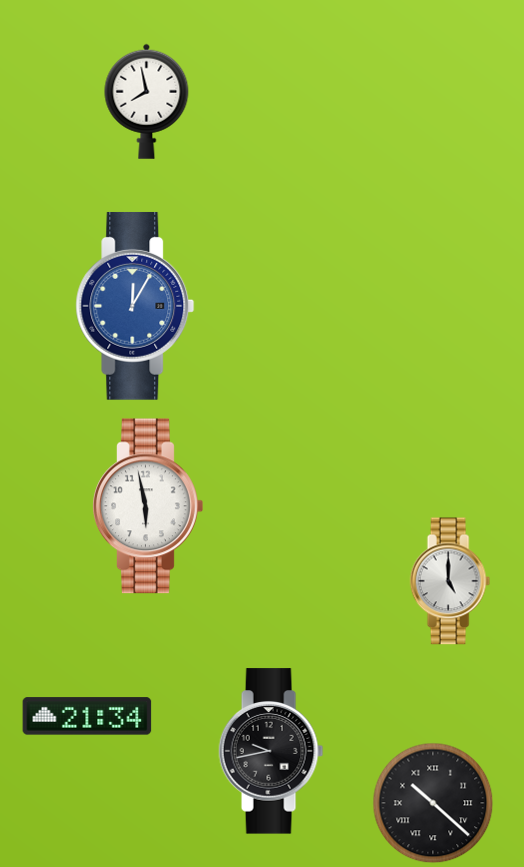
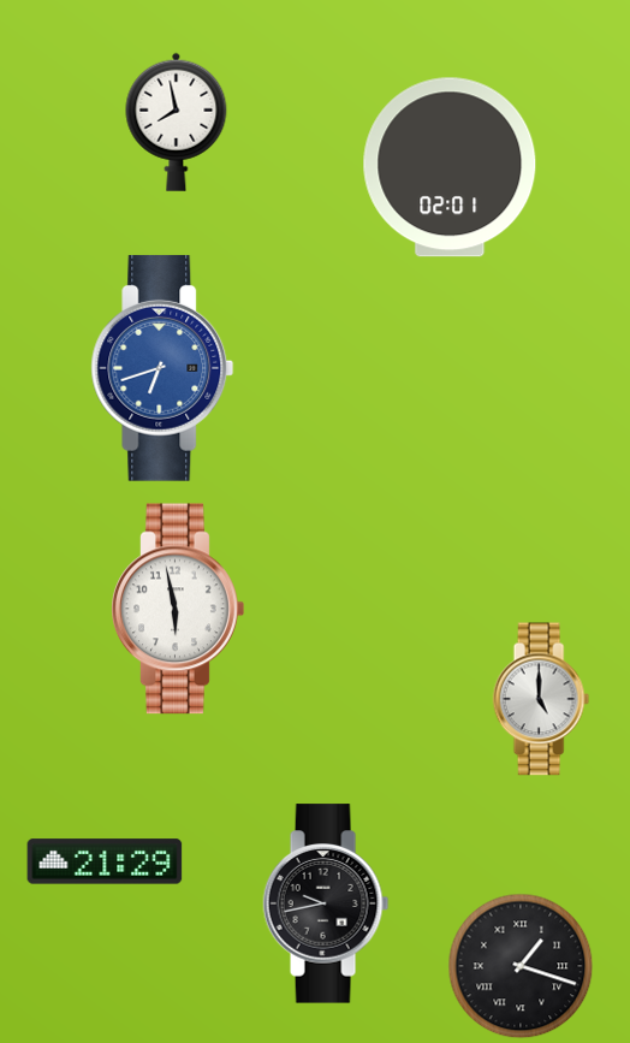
clock at (450, 167): none -> 02:01
clock at (135, 306): 12:05 -> 6:42
clock at (87, 716): 21:34 -> 21:29
clock at (433, 803): 10:22 -> 1:18
